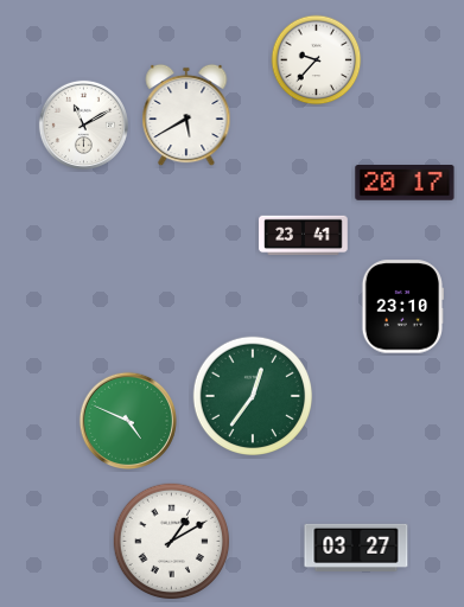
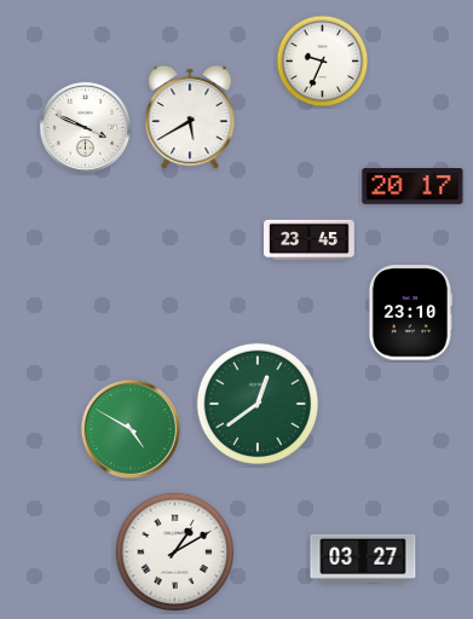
clock at (317, 60): 9:37 -> 9:34
clock at (83, 124): 11:10 -> 3:49
clock at (304, 236): 23:41 -> 23:45
clock at (252, 395): 12:36 -> 12:39
clock at (128, 421): 4:49 -> 4:50
